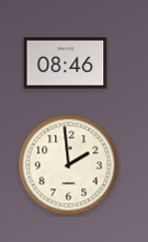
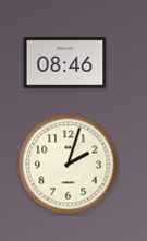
clock at (69, 165): 1:59 -> 2:03
